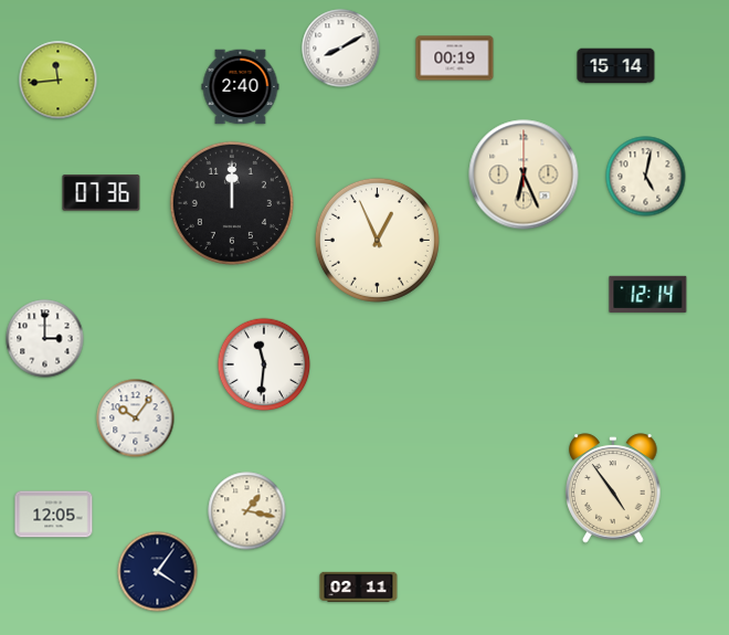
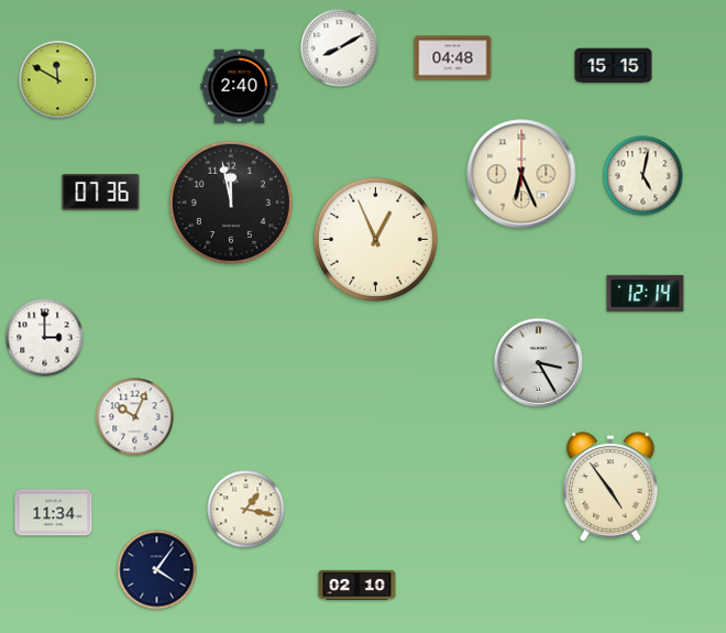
clock at (455, 59): 00:19 -> 04:48
clock at (616, 66): 15:14 -> 15:15
clock at (59, 81): 11:44 -> 11:50
clock at (232, 203): 12:00 -> 11:58
clock at (264, 364): 11:31 -> none
clock at (539, 363): none -> 3:25
clock at (136, 419): 10:06 -> 10:04
clock at (54, 515): 12:05 -> 11:34
clock at (359, 588): 02:11 -> 02:10
